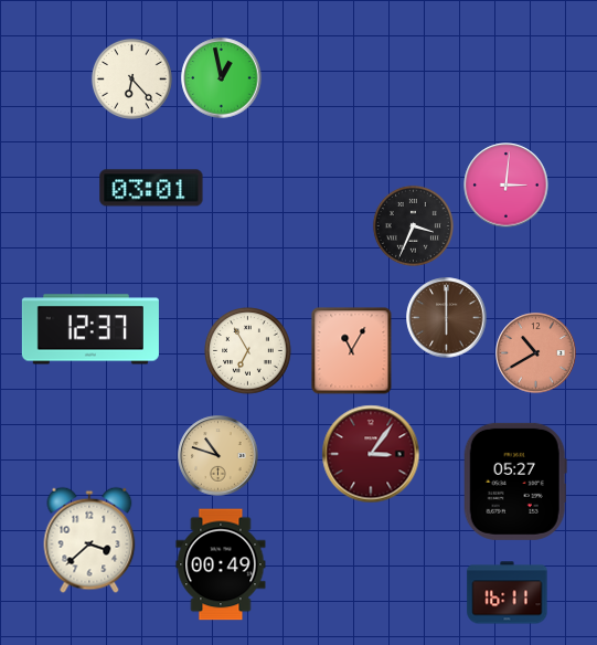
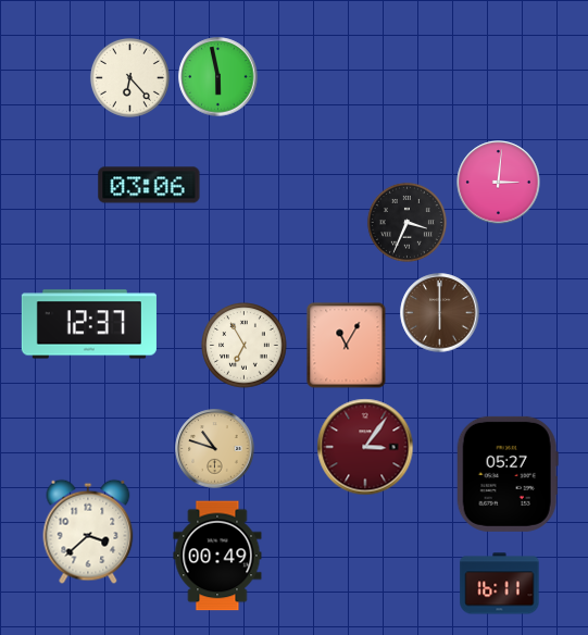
clock at (222, 78): 12:58 -> 5:58
clock at (151, 188): 03:01 -> 03:06
clock at (536, 353): 10:40 -> none
